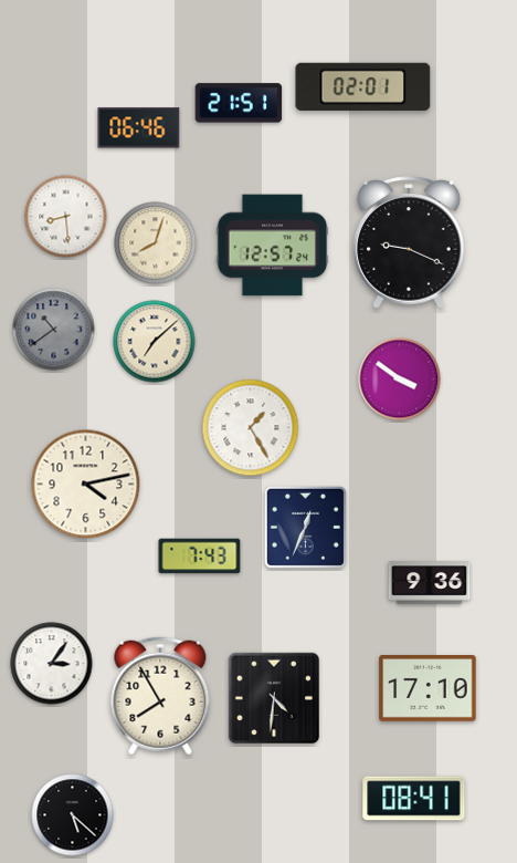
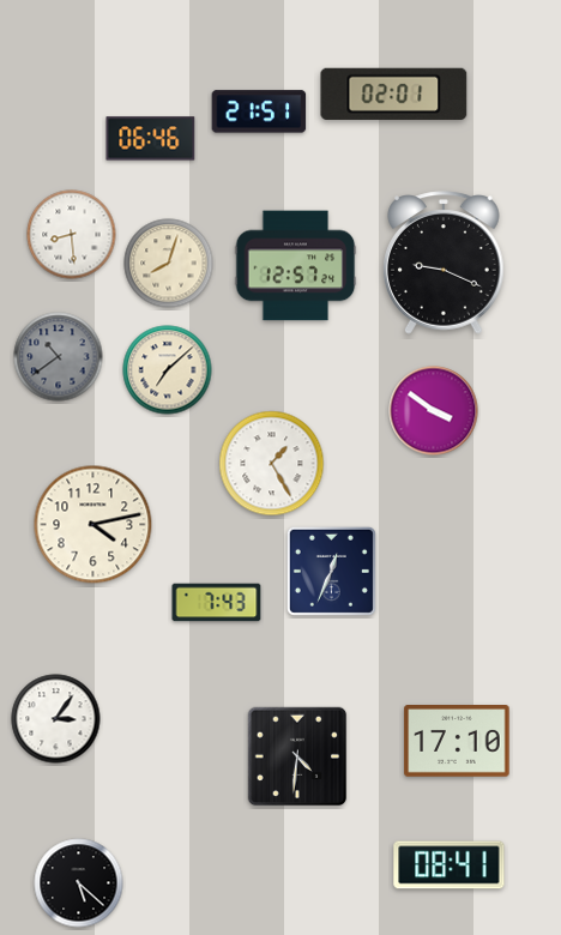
clock at (430, 583): 9:36 -> none
clock at (428, 689) position: (428, 689) -> (457, 742)
clock at (160, 696): 7:55 -> none
